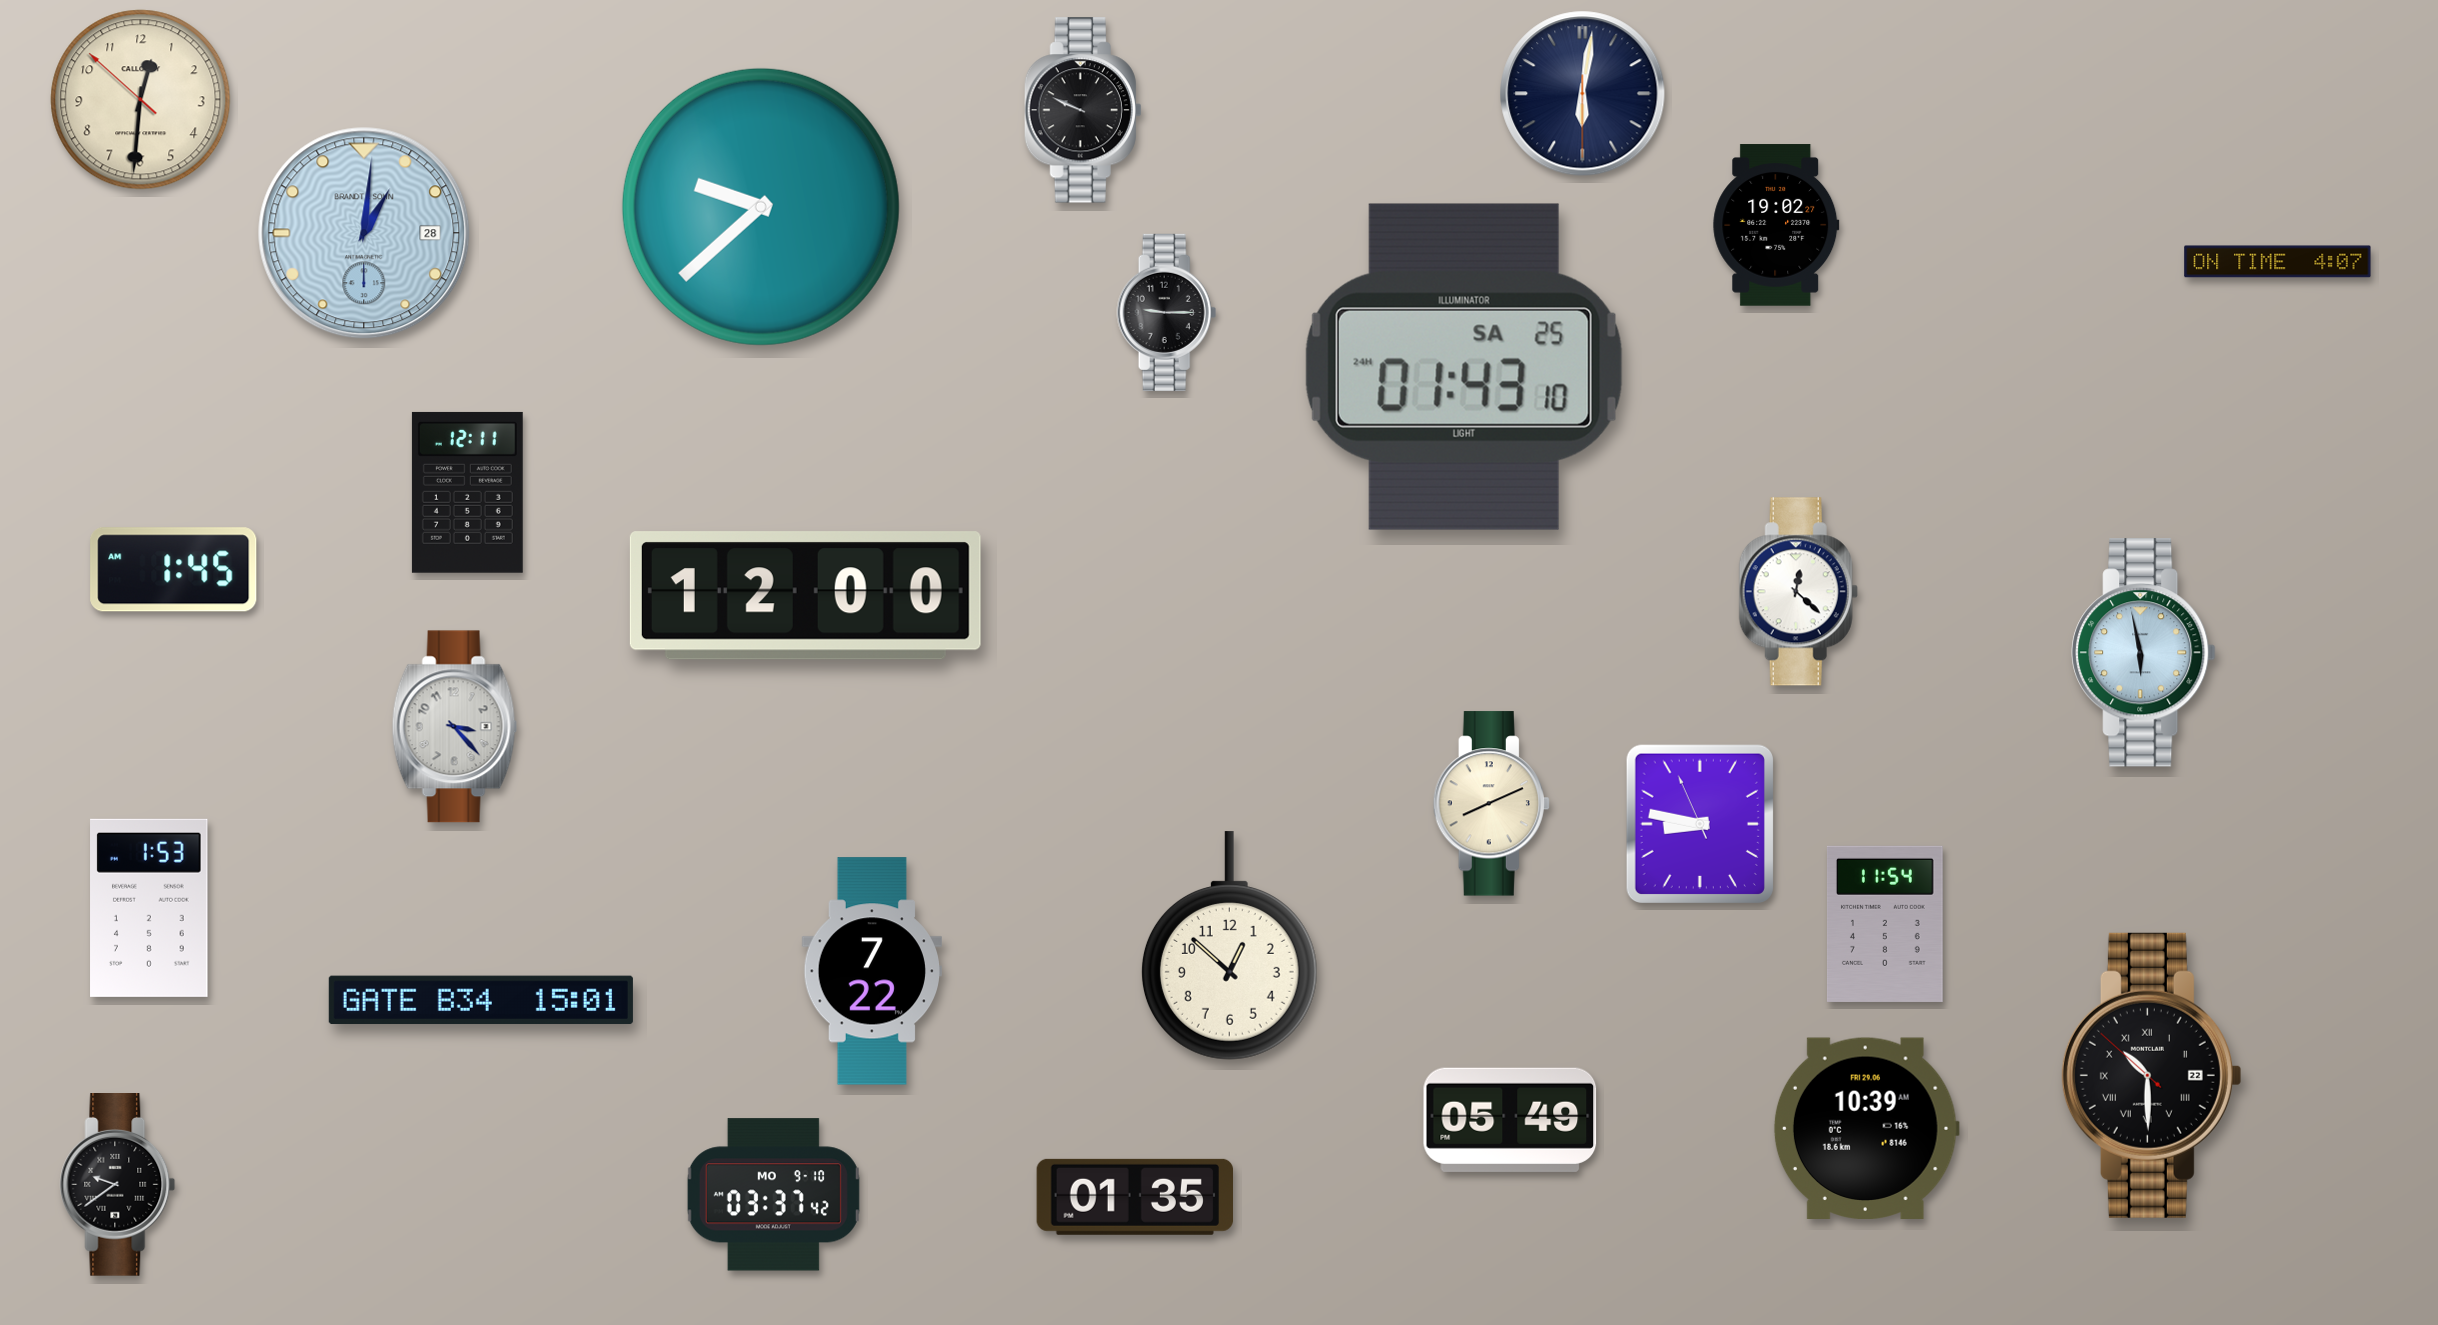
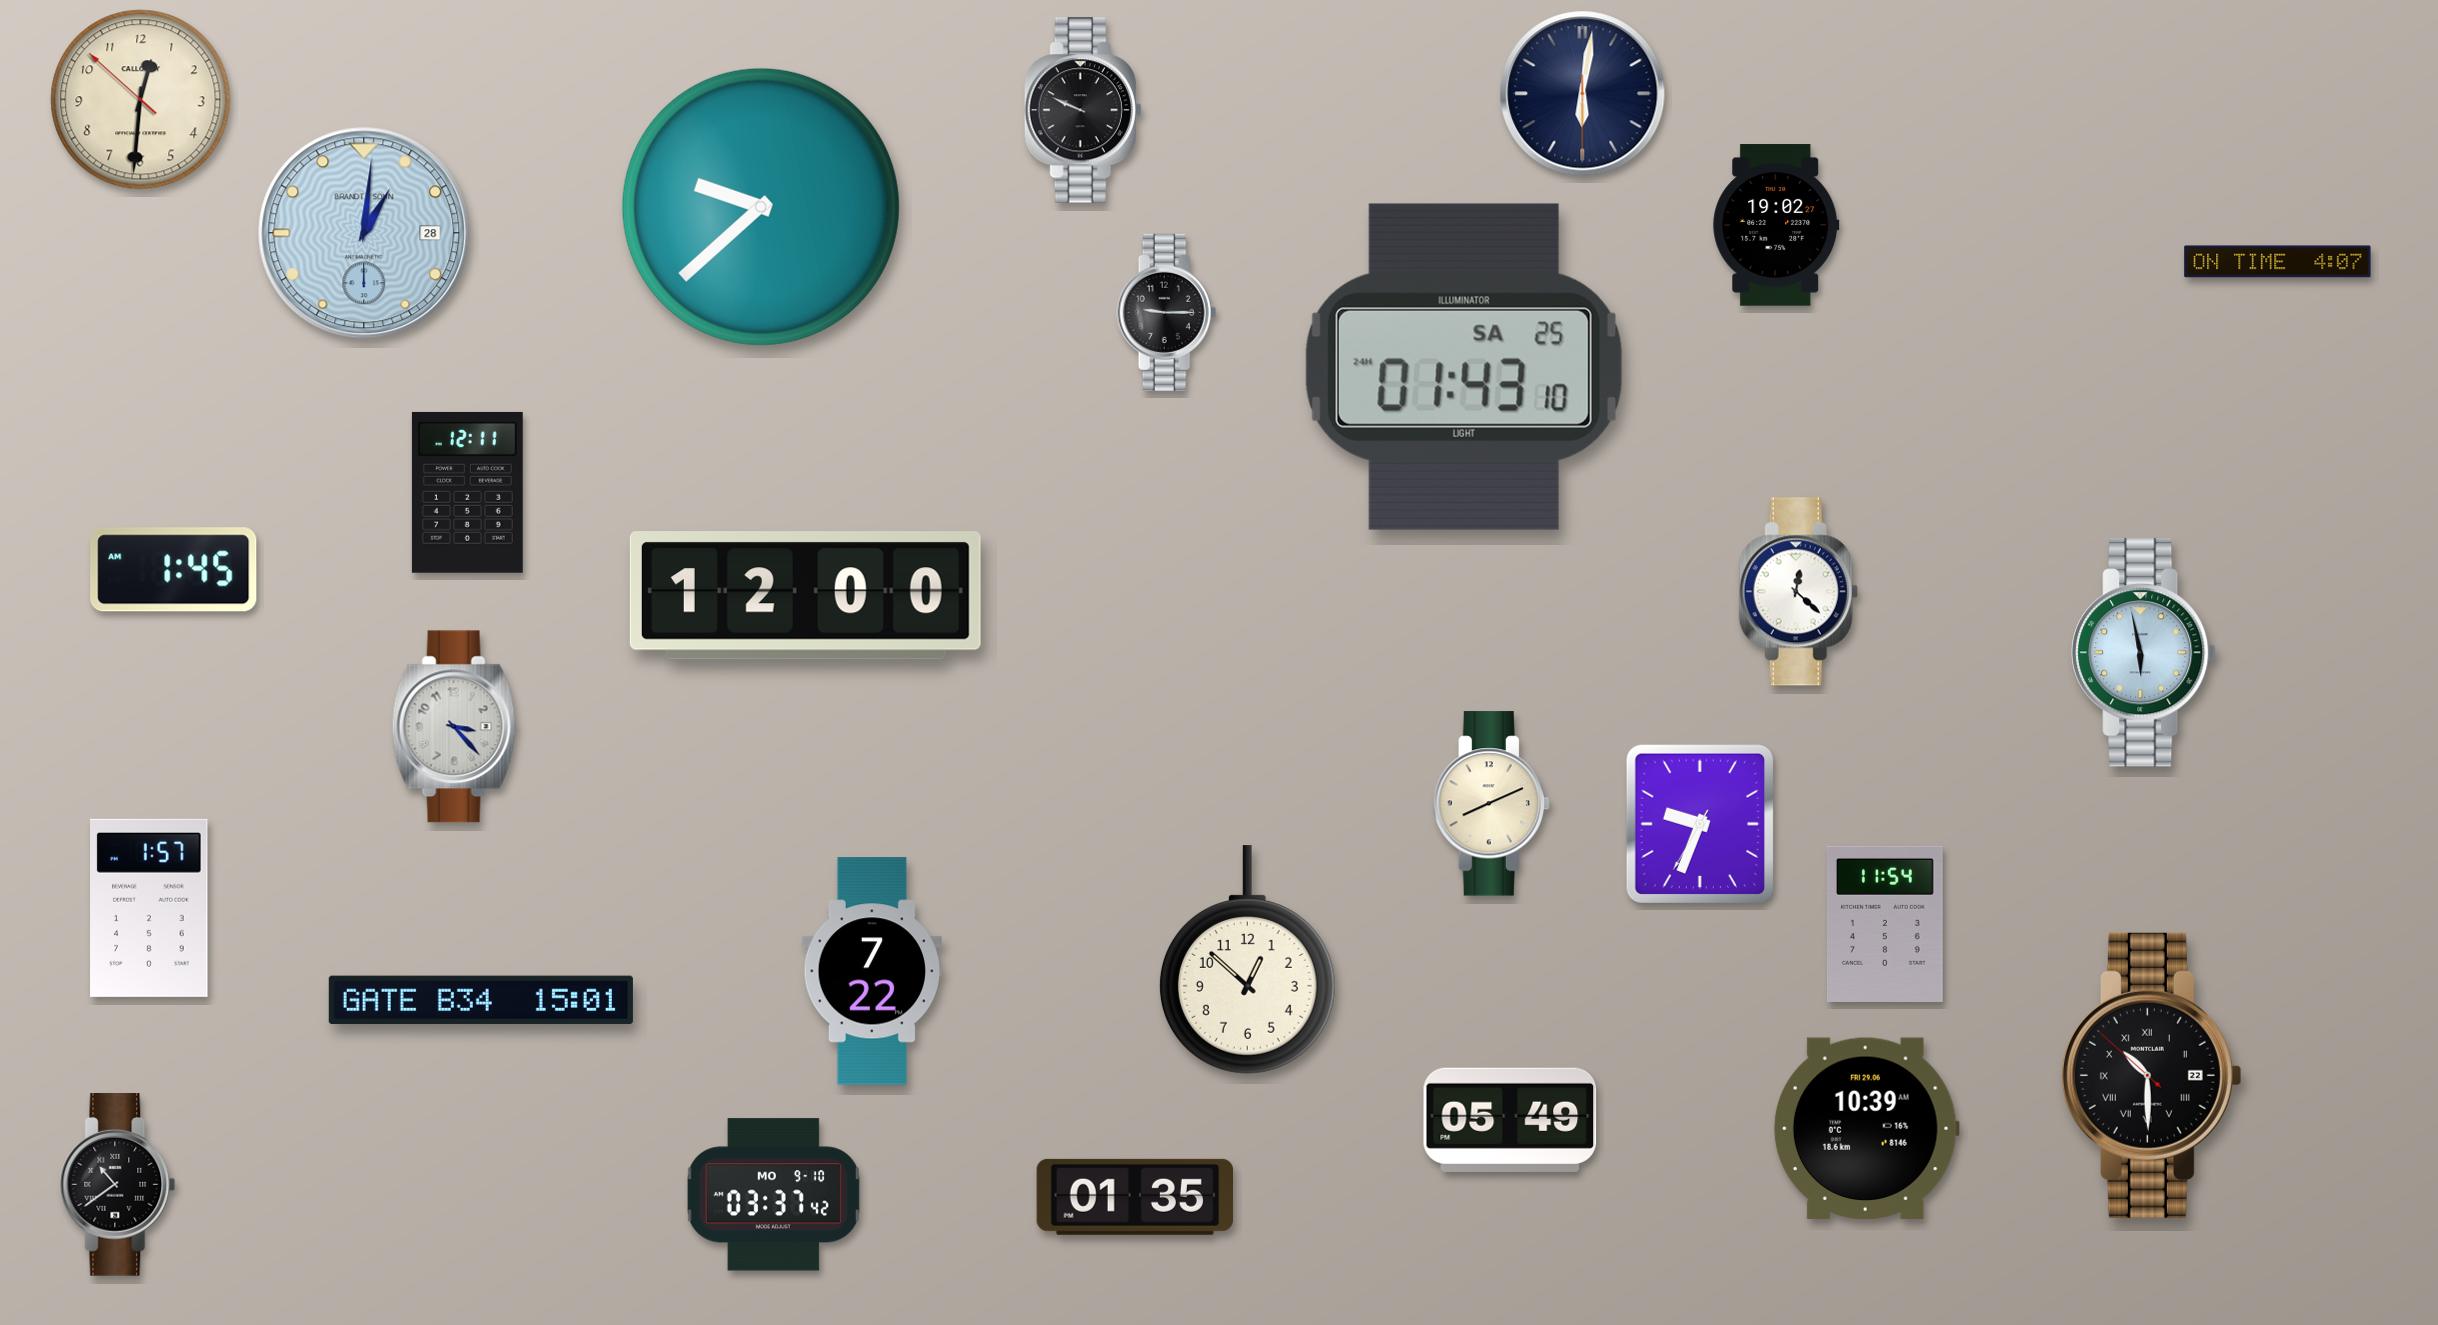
clock at (1699, 823): 8:46 -> 9:33
clock at (149, 908): 1:53 -> 1:57
clock at (1229, 946) position: (1229, 946) -> (1247, 960)
clock at (118, 1185): 9:39 -> 10:39
